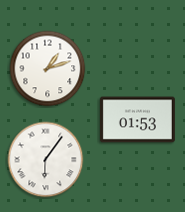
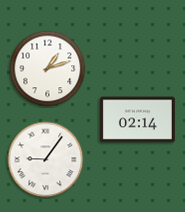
clock at (137, 120): 01:53 -> 02:14
clock at (46, 160): 6:06 -> 9:06
